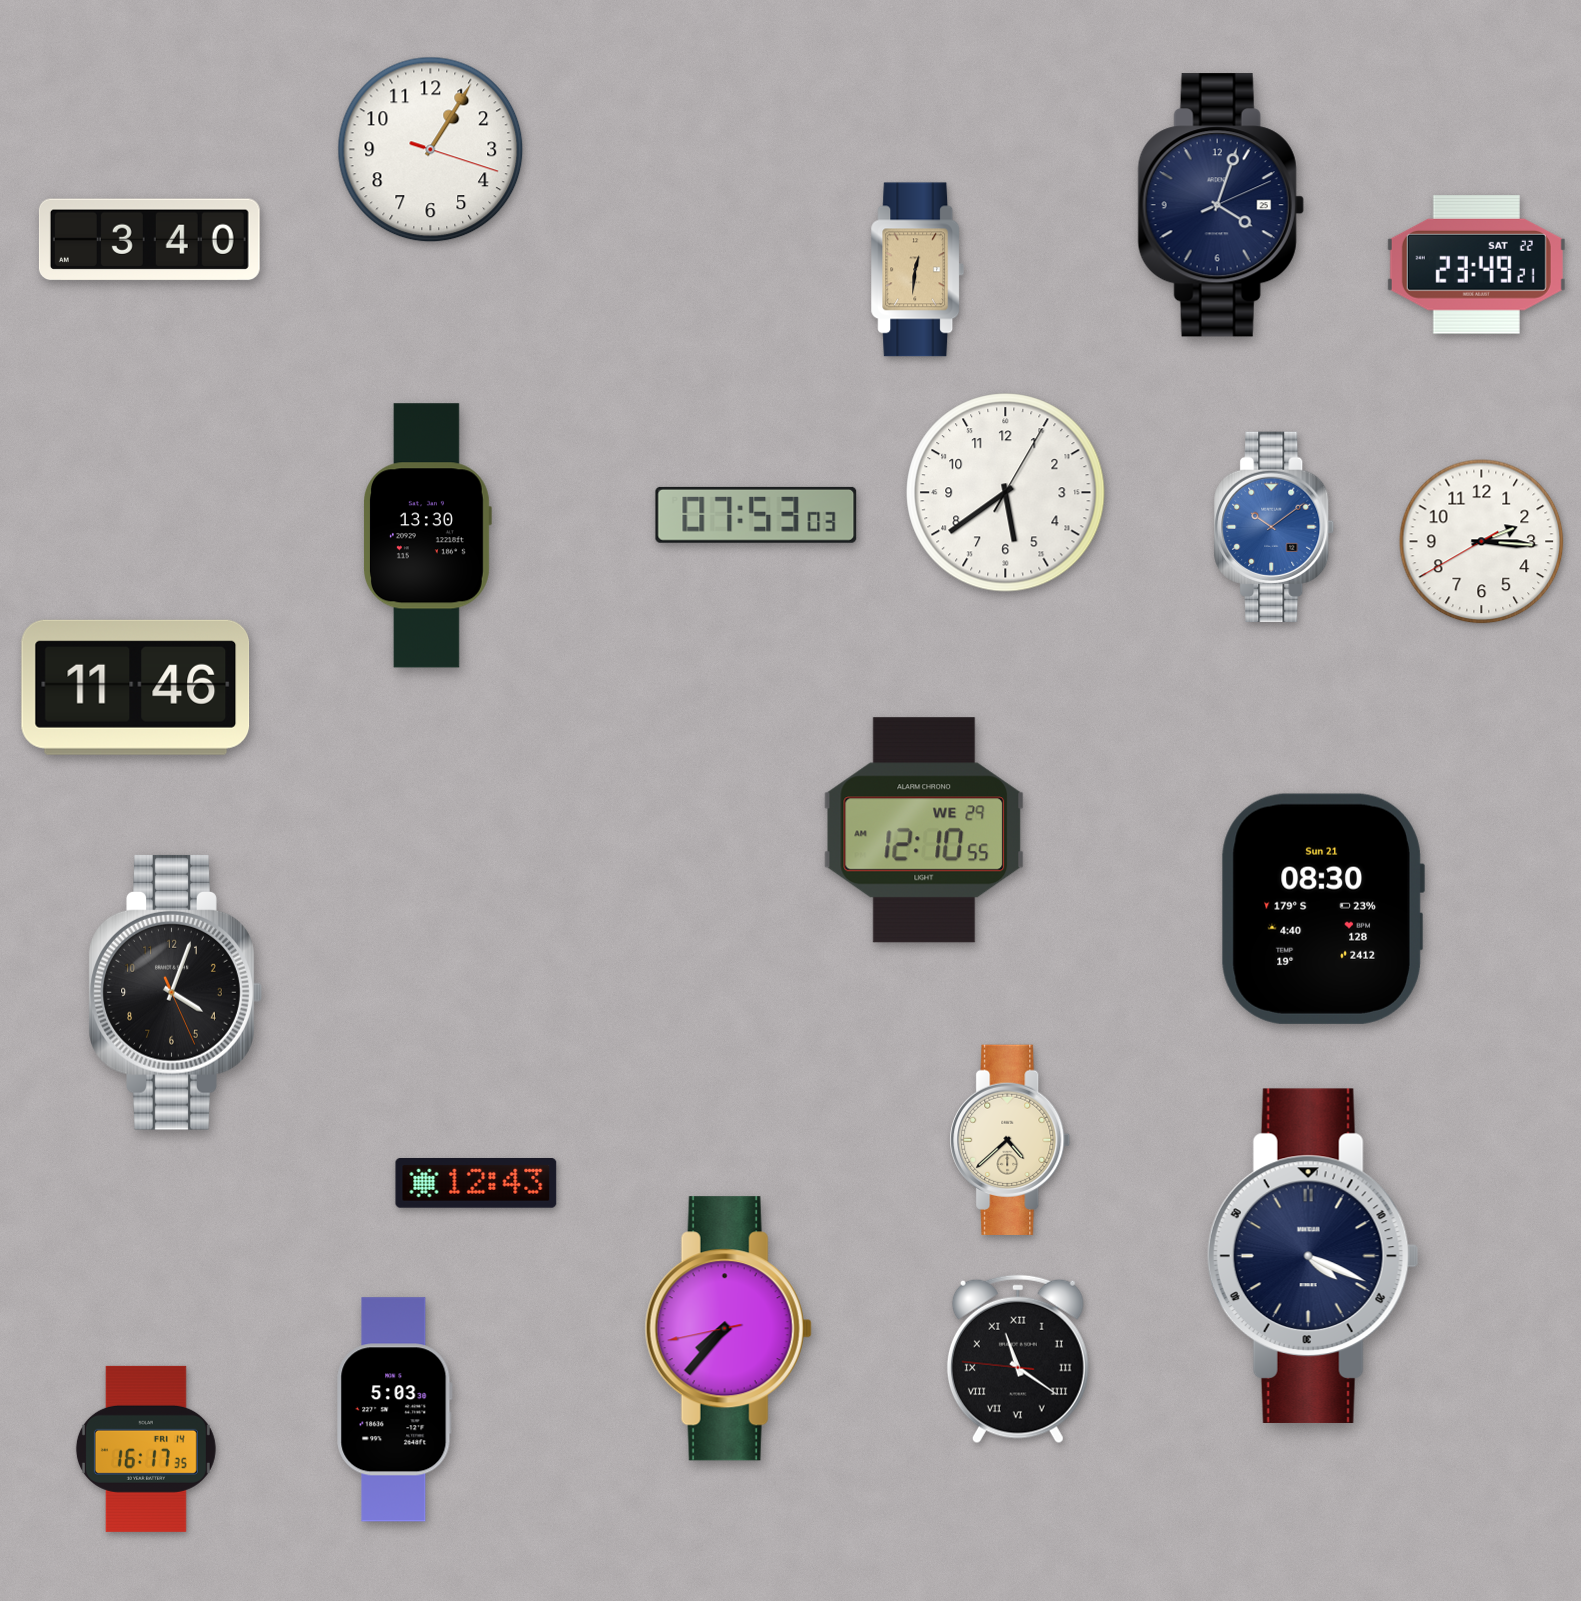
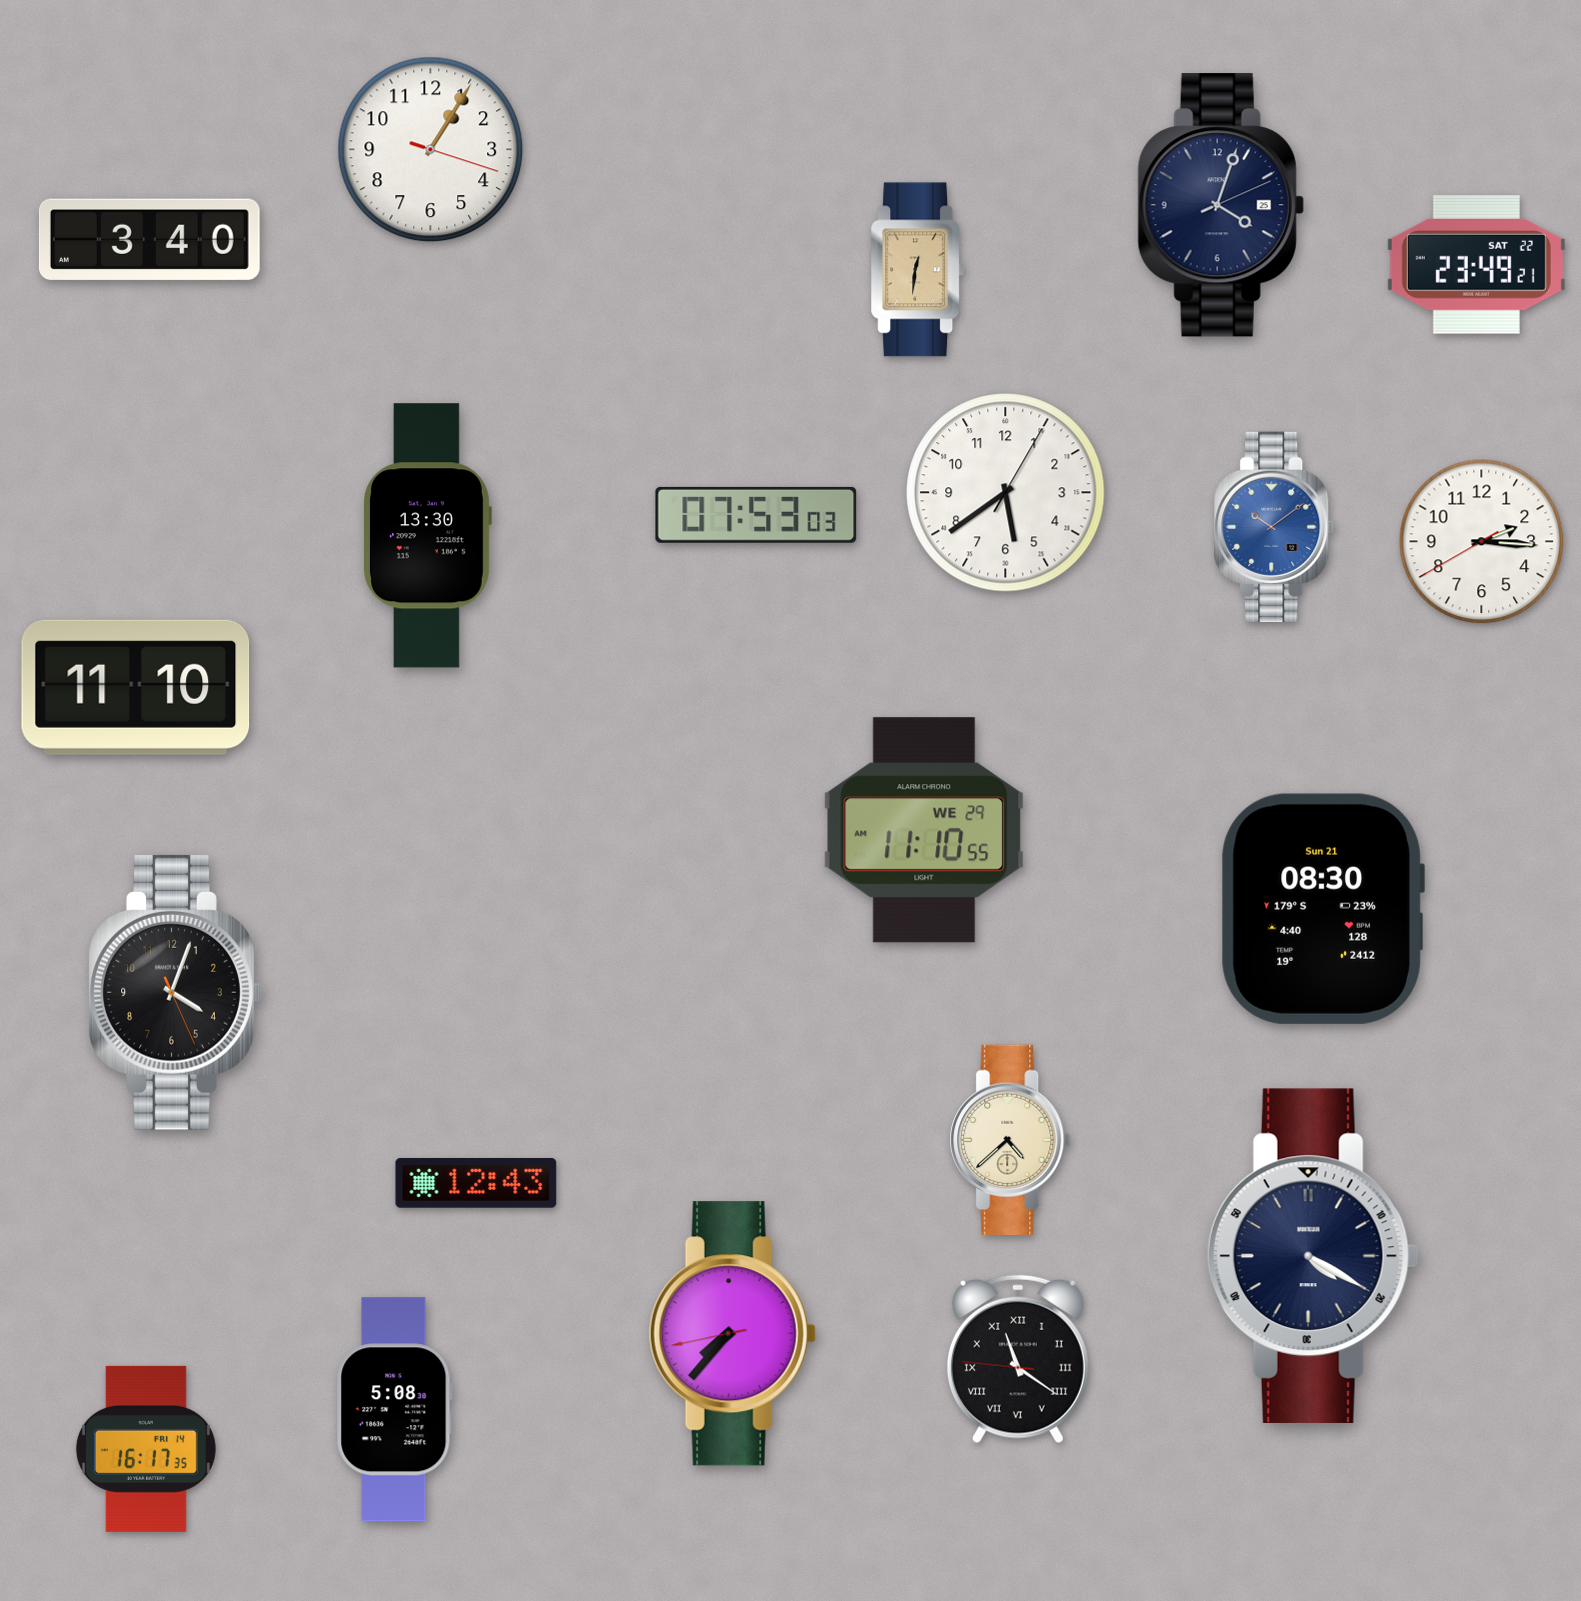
clock at (136, 687): 11:46 -> 11:10
clock at (924, 830): 12:10 -> 11:10
clock at (1313, 1256): 4:19 -> 4:20
clock at (728, 1329) position: (728, 1329) -> (732, 1334)
clock at (394, 1410): 5:03 -> 5:08
